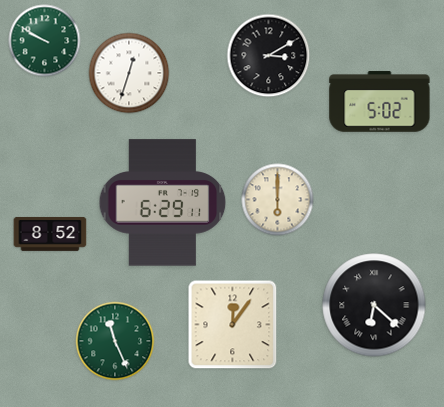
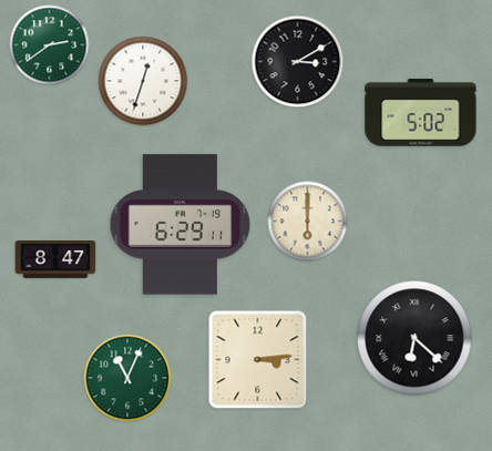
clock at (45, 41): 9:50 -> 2:39
clock at (50, 234): 8:52 -> 8:47
clock at (233, 325): 12:06 -> 3:14
clock at (115, 341): 11:26 -> 11:04
